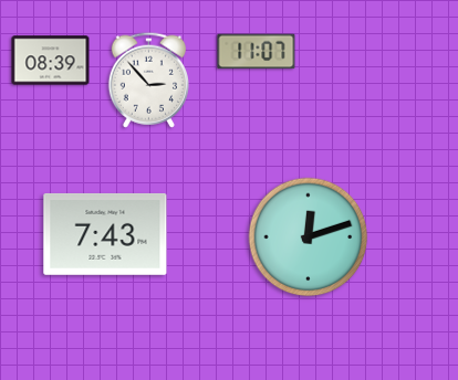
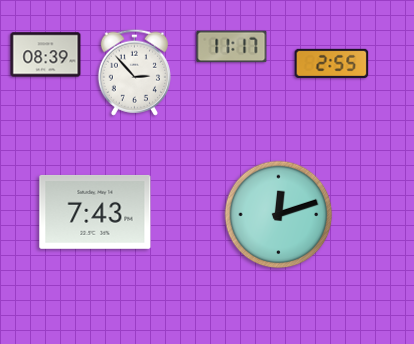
clock at (257, 52): 11:07 -> 11:17
clock at (332, 63): none -> 2:55
